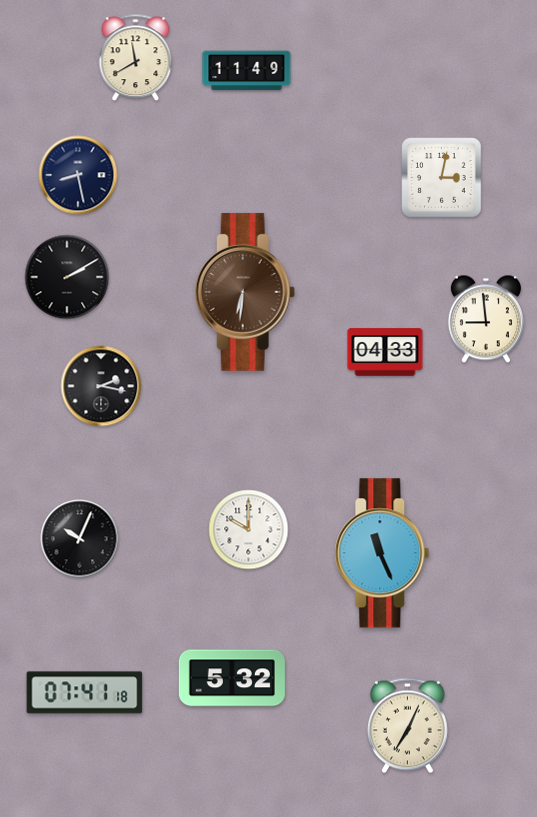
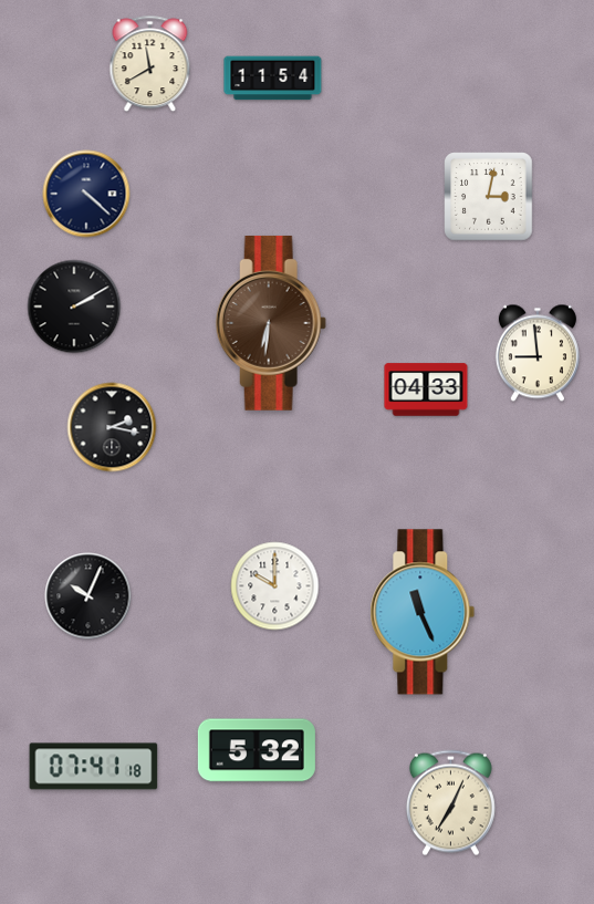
clock at (247, 71): 11:49 -> 11:54
clock at (78, 175): 8:28 -> 4:22
